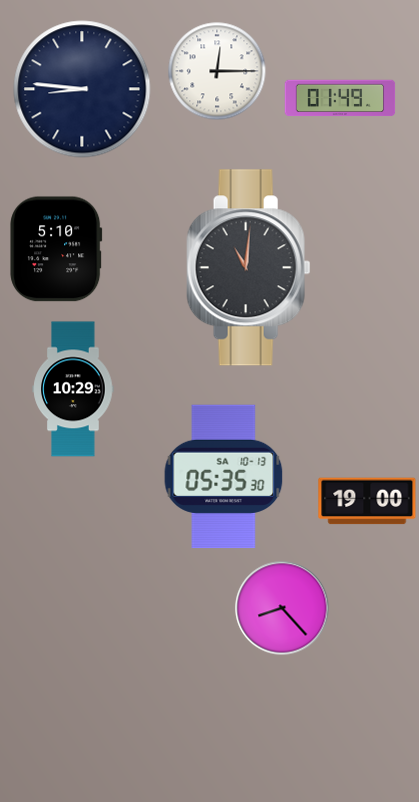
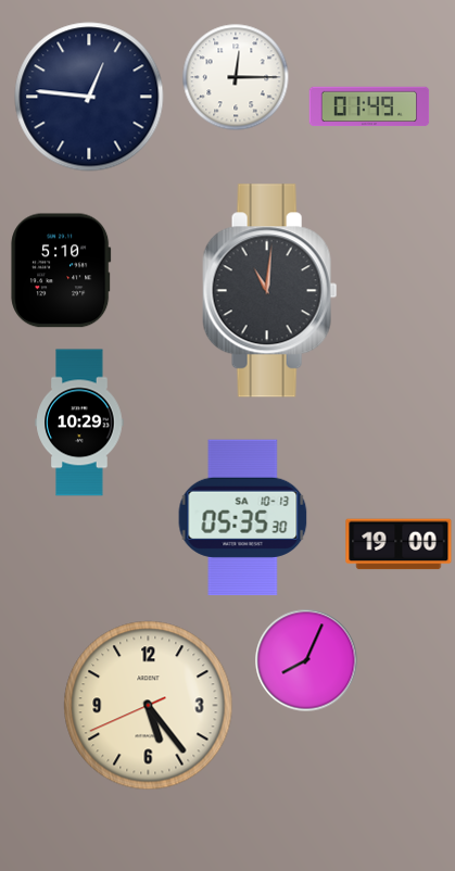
clock at (82, 89): 8:46 -> 12:46
clock at (282, 608): 8:23 -> 8:04
clock at (149, 706): none -> 5:23
